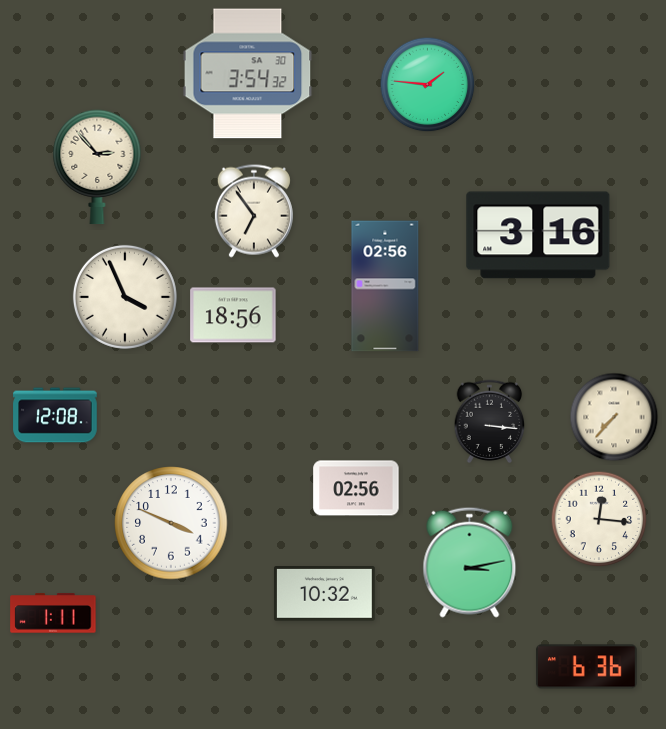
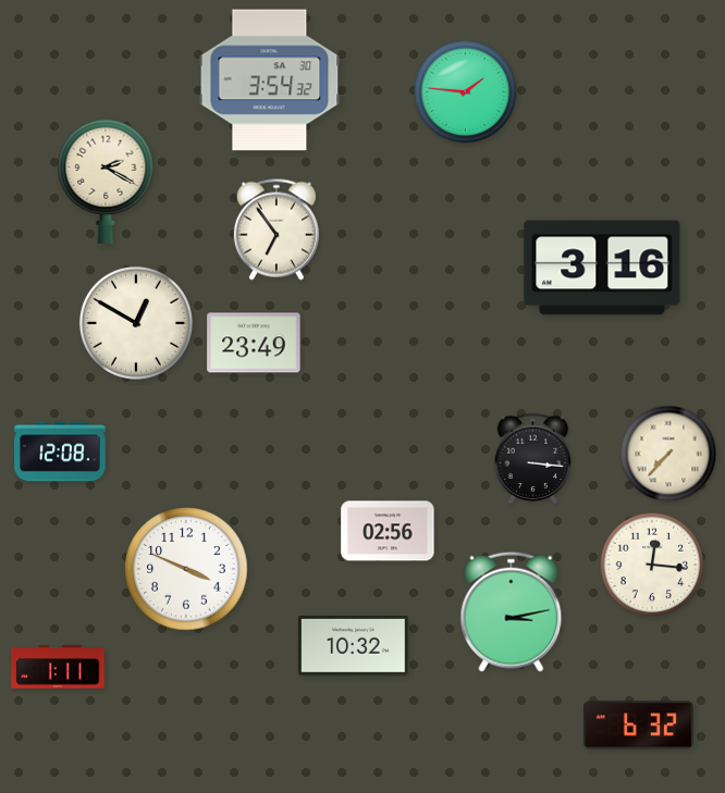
clock at (97, 167): 2:53 -> 2:20
clock at (538, 235) position: (538, 235) -> (602, 268)
clock at (385, 286): 02:56 -> none
clock at (125, 297): 3:56 -> 12:50
clock at (233, 315): 18:56 -> 23:49
clock at (586, 667): 6:36 -> 6:32
